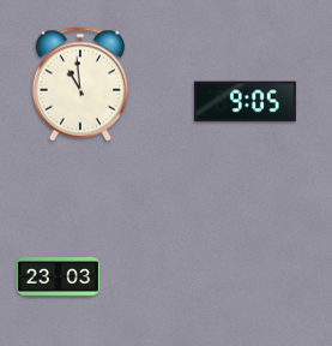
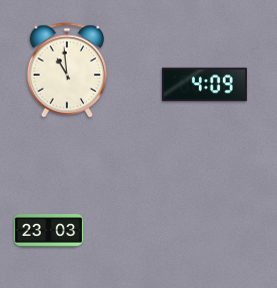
clock at (245, 102): 9:05 -> 4:09
